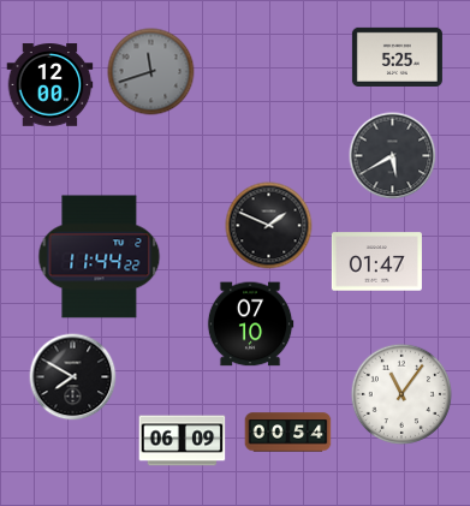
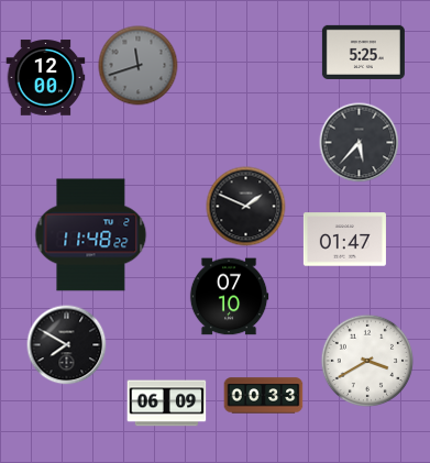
clock at (393, 156): 5:40 -> 5:37
clock at (100, 257): 11:44 -> 11:48
clock at (401, 394): 11:06 -> 3:40
clock at (288, 433): 00:54 -> 00:33
